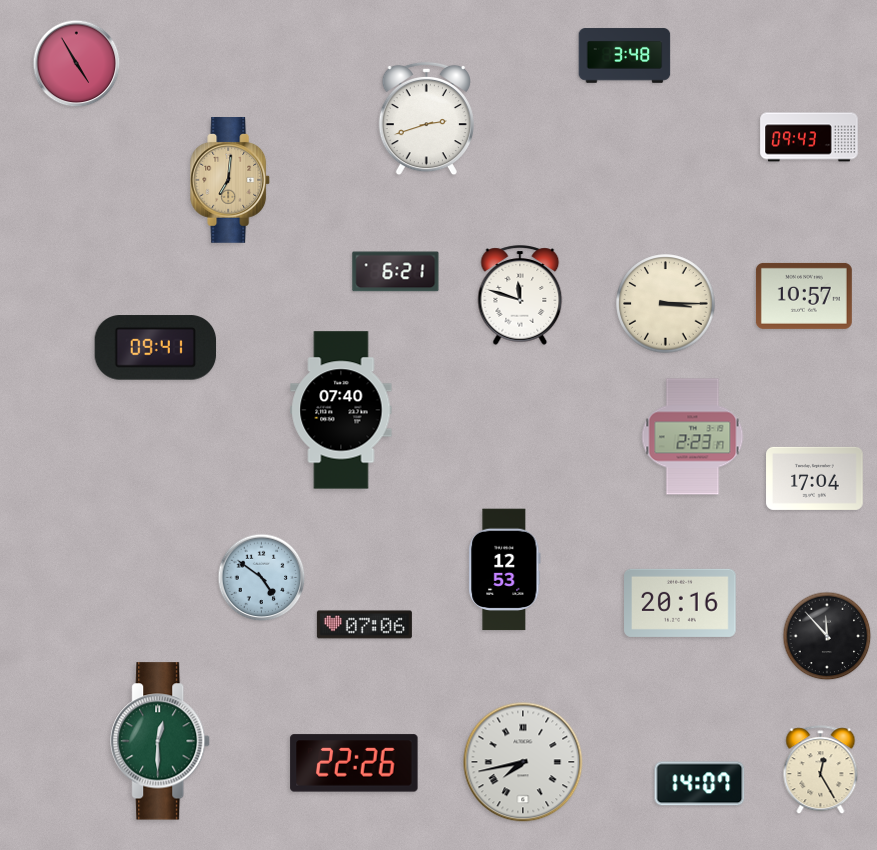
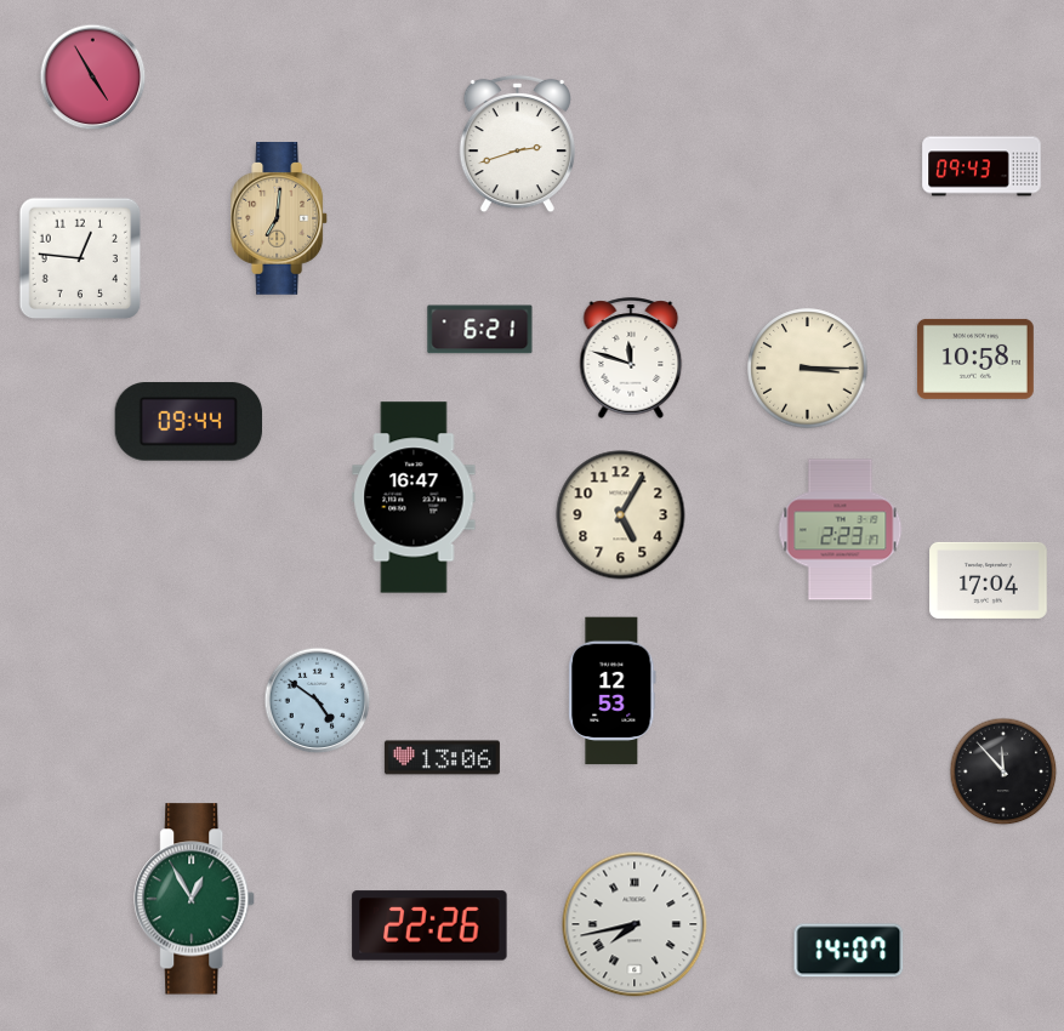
clock at (625, 56): 3:48 -> none
clock at (80, 258): none -> 12:46
clock at (804, 296): 10:57 -> 10:58
clock at (156, 348): 09:41 -> 09:44
clock at (341, 410): 07:40 -> 16:47
clock at (621, 515): none -> 5:05
clock at (680, 603): 20:16 -> none
clock at (364, 625): 07:06 -> 13:06
clock at (161, 741): 12:30 -> 12:55
clock at (821, 770): 12:25 -> none
